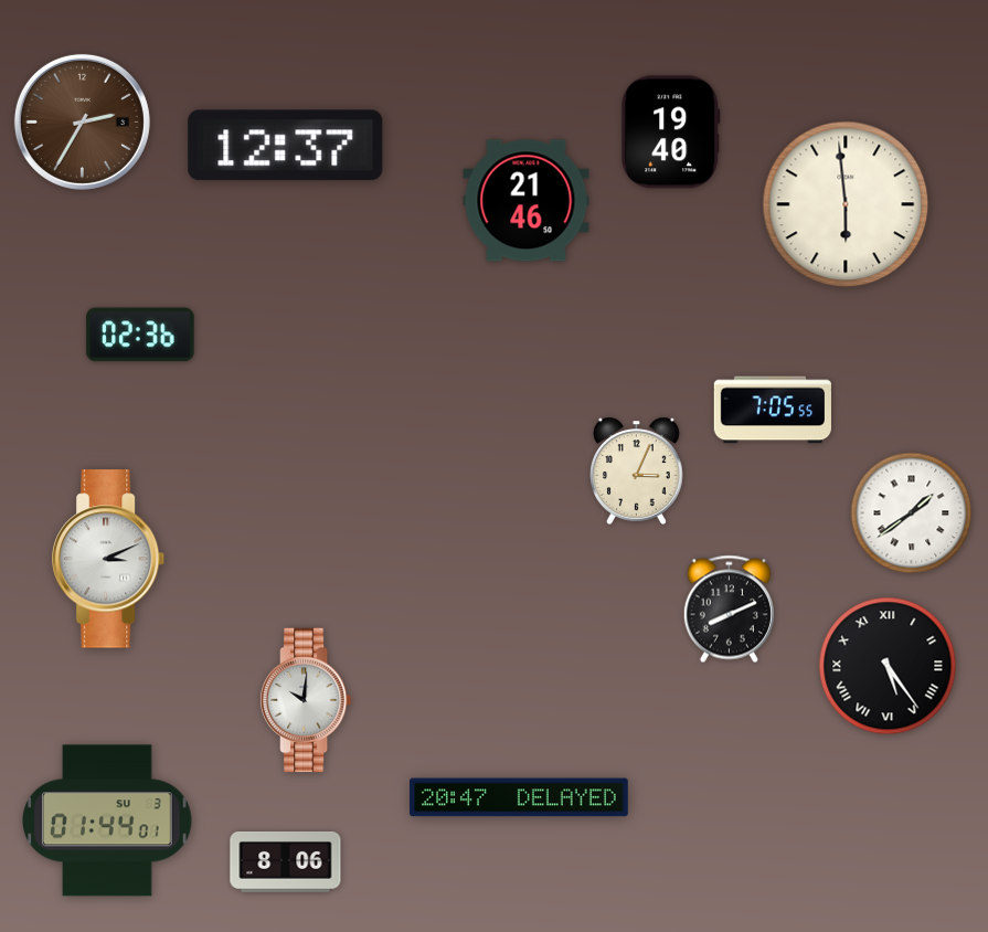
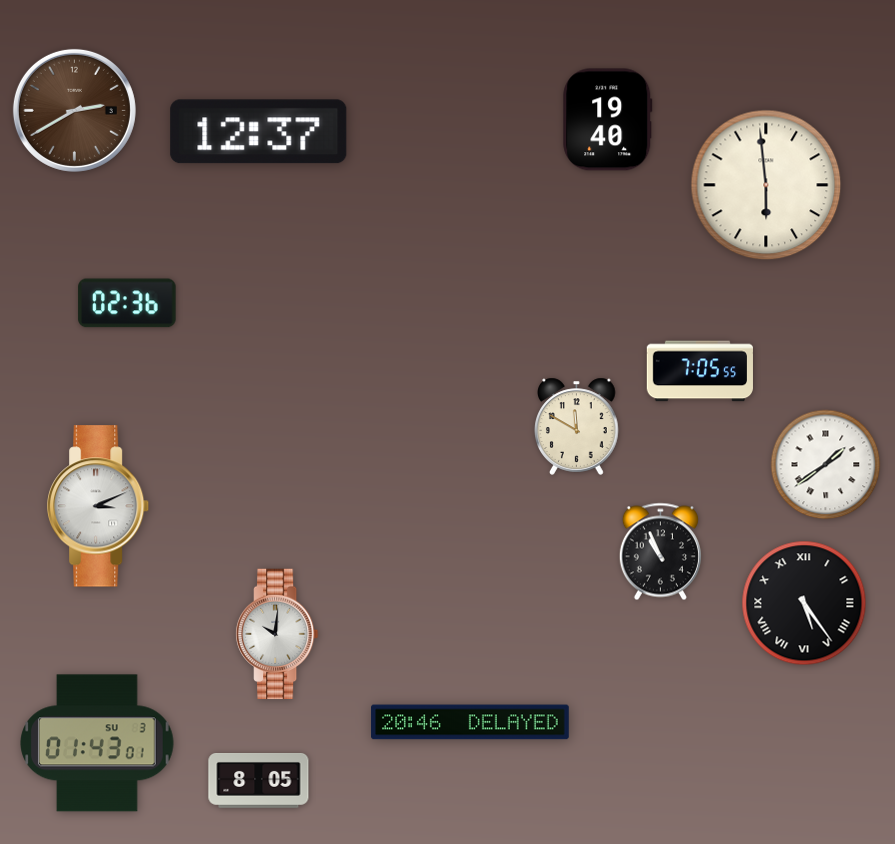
clock at (82, 121): 2:35 -> 2:40
clock at (527, 201): 21:46 -> none
clock at (637, 470): 3:04 -> 11:50
clock at (729, 610): 8:11 -> 10:56
clock at (519, 797): 20:47 -> 20:46
clock at (107, 820): 01:44 -> 01:43
clock at (286, 862): 8:06 -> 8:05
